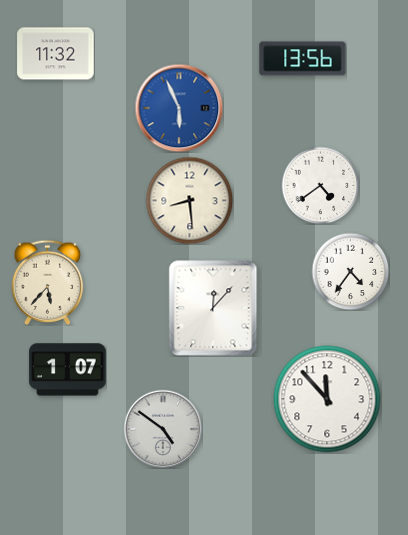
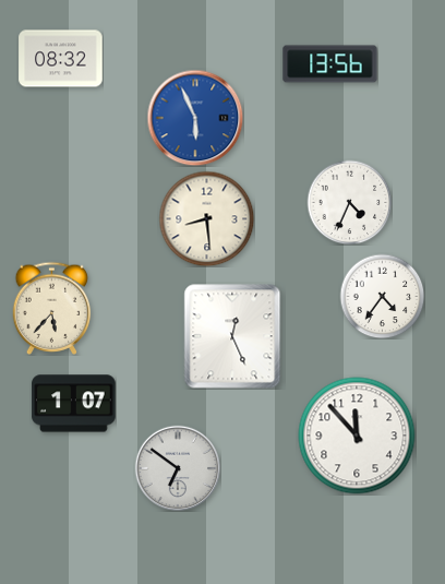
clock at (56, 54): 11:32 -> 08:32
clock at (320, 185): 4:39 -> 4:34
clock at (213, 308): 12:07 -> 12:26
clock at (163, 429): 4:51 -> 6:51
